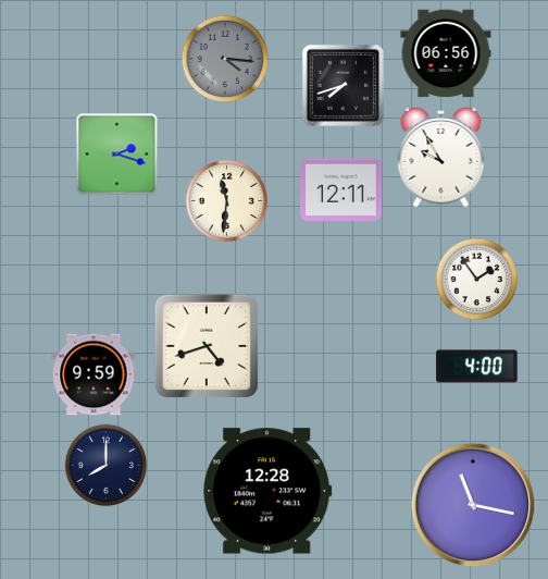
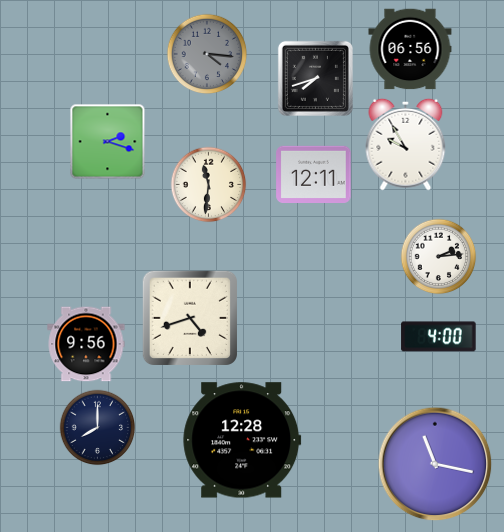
clock at (477, 280): 1:54 -> 2:14
clock at (94, 374): 9:59 -> 9:56
clock at (267, 491) position: (267, 491) -> (242, 440)
